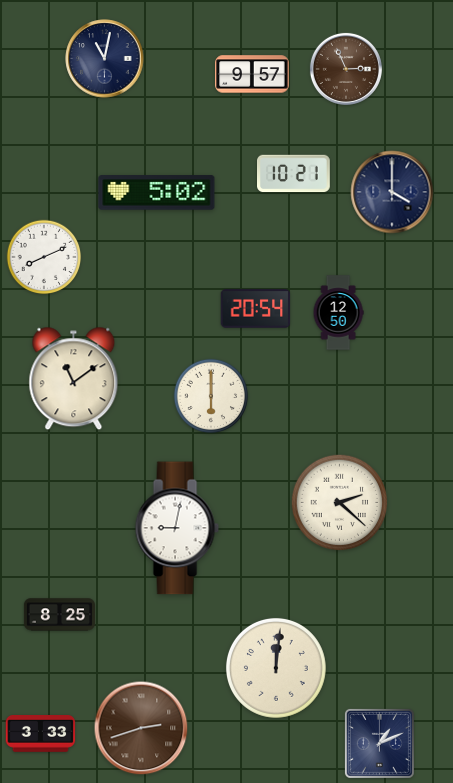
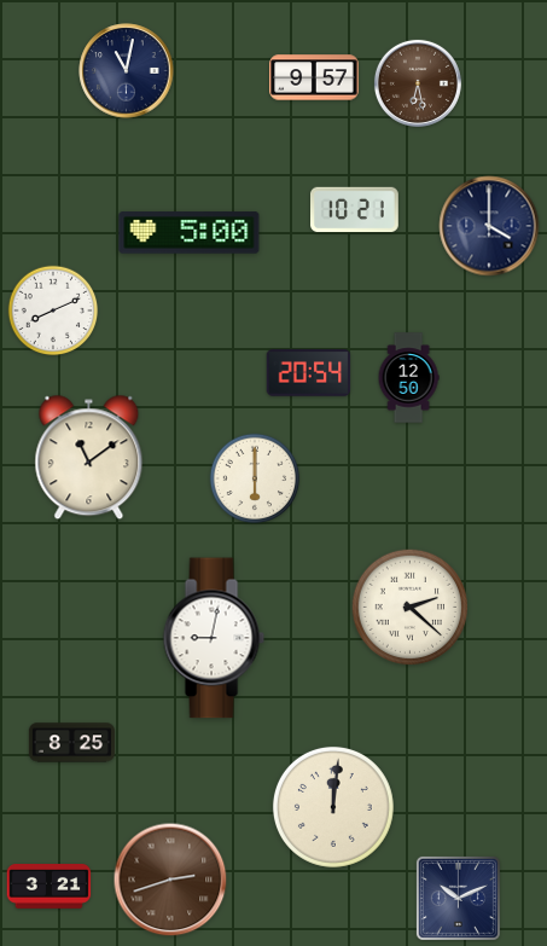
clock at (346, 69): 2:56 -> 6:28
clock at (252, 74) position: (252, 74) -> (314, 77)
clock at (392, 192) position: (392, 192) -> (489, 226)
clock at (157, 193): 5:02 -> 5:00
clock at (41, 734): 3:33 -> 3:21
clock at (379, 743): 1:11 -> 10:11
